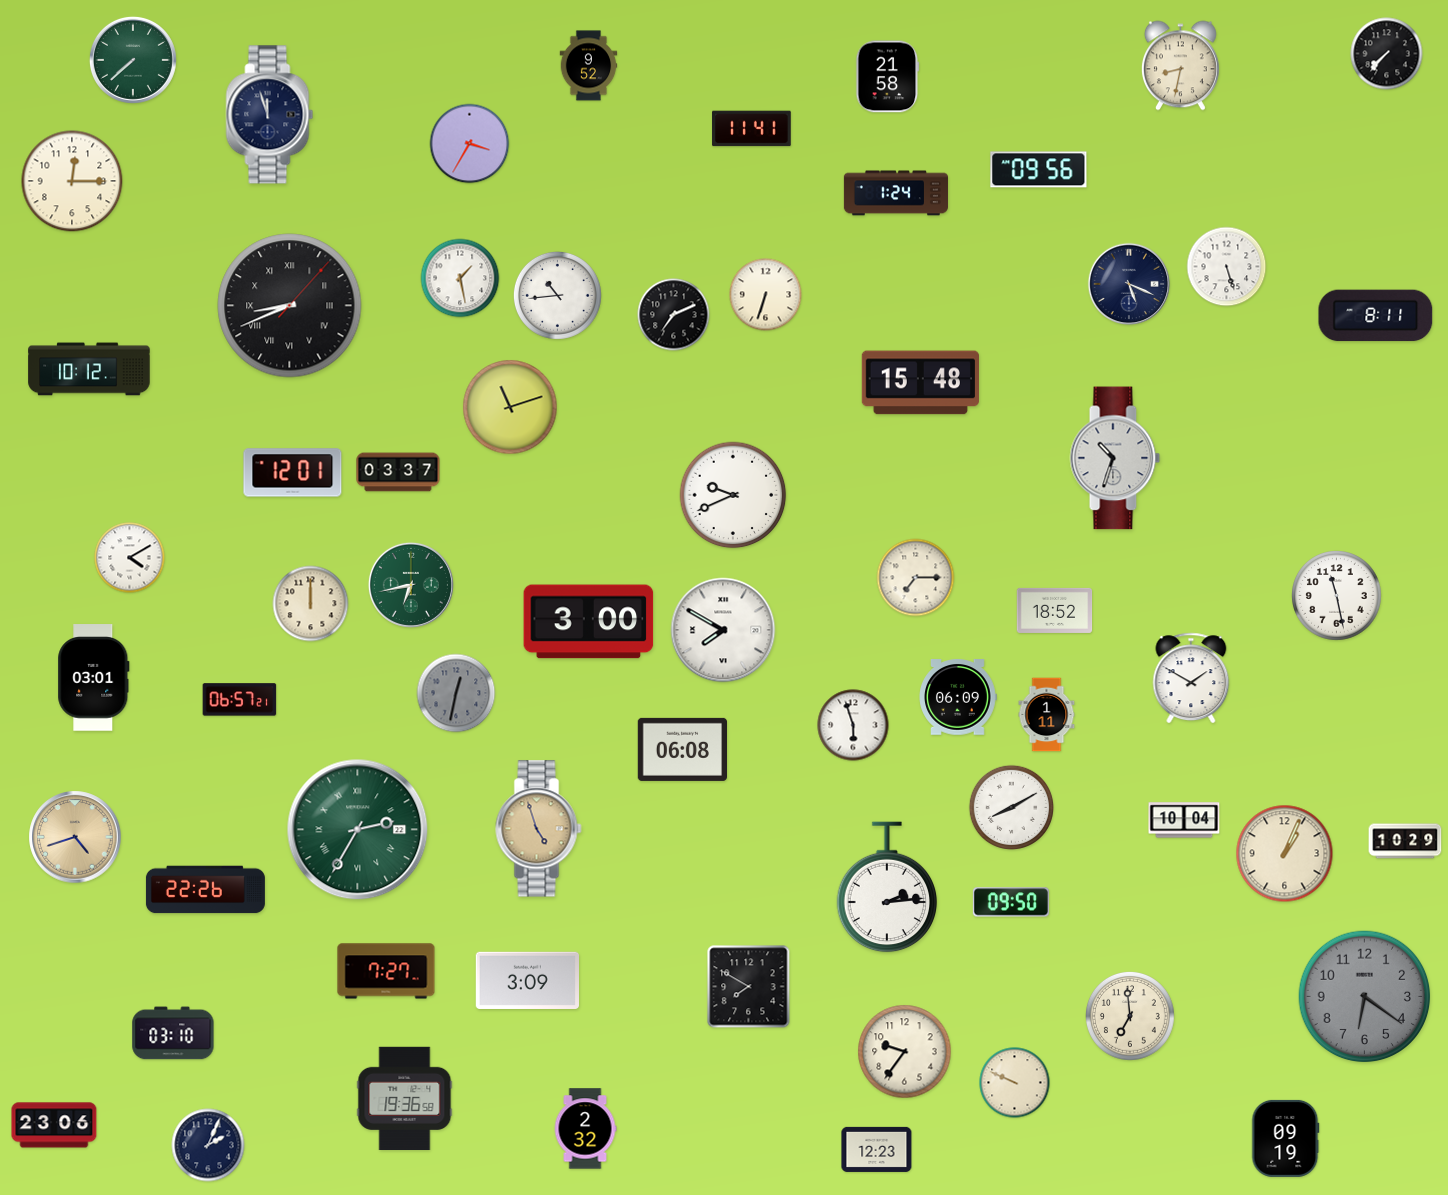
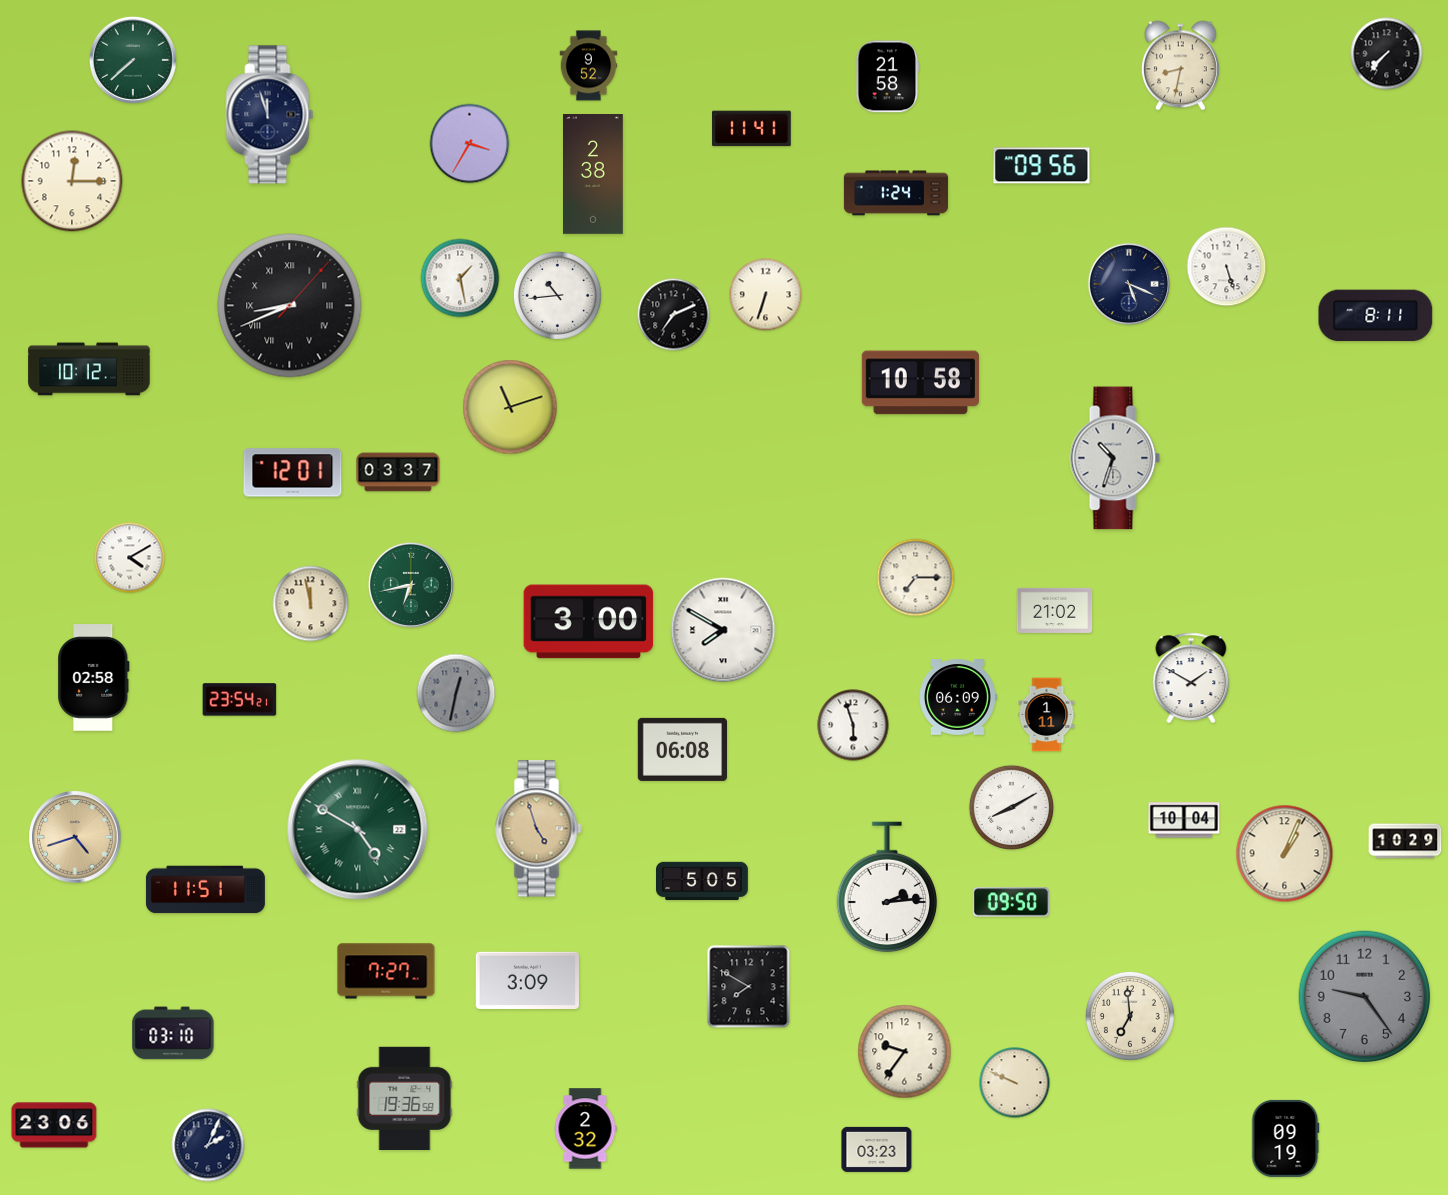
clock at (1039, 170) position: (1039, 170) -> (1042, 166)
clock at (594, 175): none -> 2:38
clock at (920, 383): 15:48 -> 10:58
clock at (733, 495): 9:41 -> none
clock at (1337, 596): 11:28 -> none
clock at (311, 604): 12:00 -> 11:58
clock at (1055, 610): 18:52 -> 21:02
clock at (94, 678): 03:01 -> 02:58
clock at (240, 700): 06:57 -> 23:54
clock at (358, 830): 2:35 -> 4:50
clock at (703, 881): none -> 5:05
clock at (205, 890): 22:26 -> 11:51
clock at (1365, 997): 6:21 -> 9:24
clock at (877, 1149): 12:23 -> 03:23
